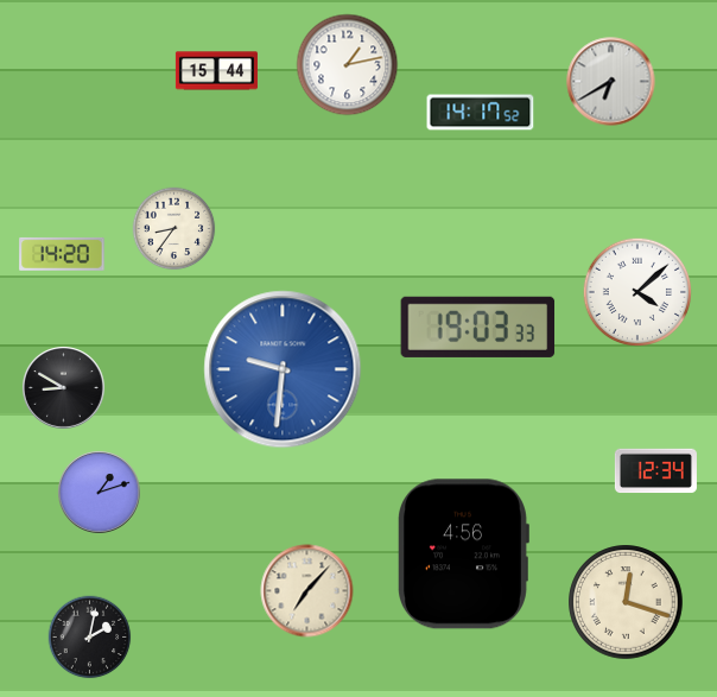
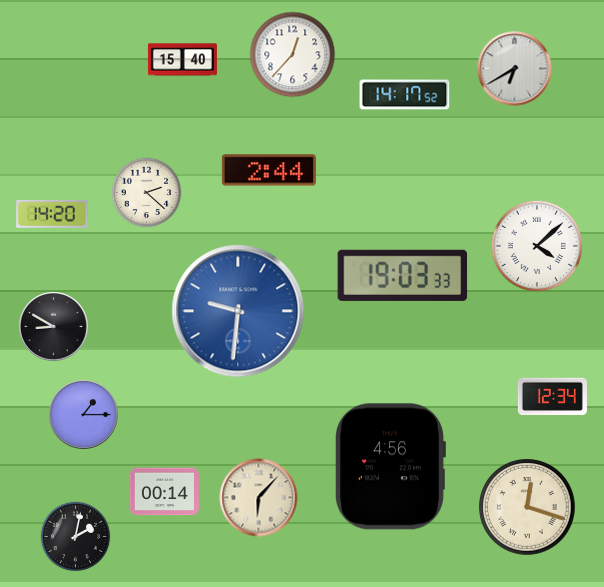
clock at (348, 65): 1:13 -> 12:37
clock at (216, 71): 15:44 -> 15:40
clock at (269, 170): none -> 2:44
clock at (175, 229): 8:36 -> 2:22
clock at (100, 493): 1:12 -> 1:15
clock at (164, 492): none -> 00:14
clock at (307, 591): 7:07 -> 6:07
